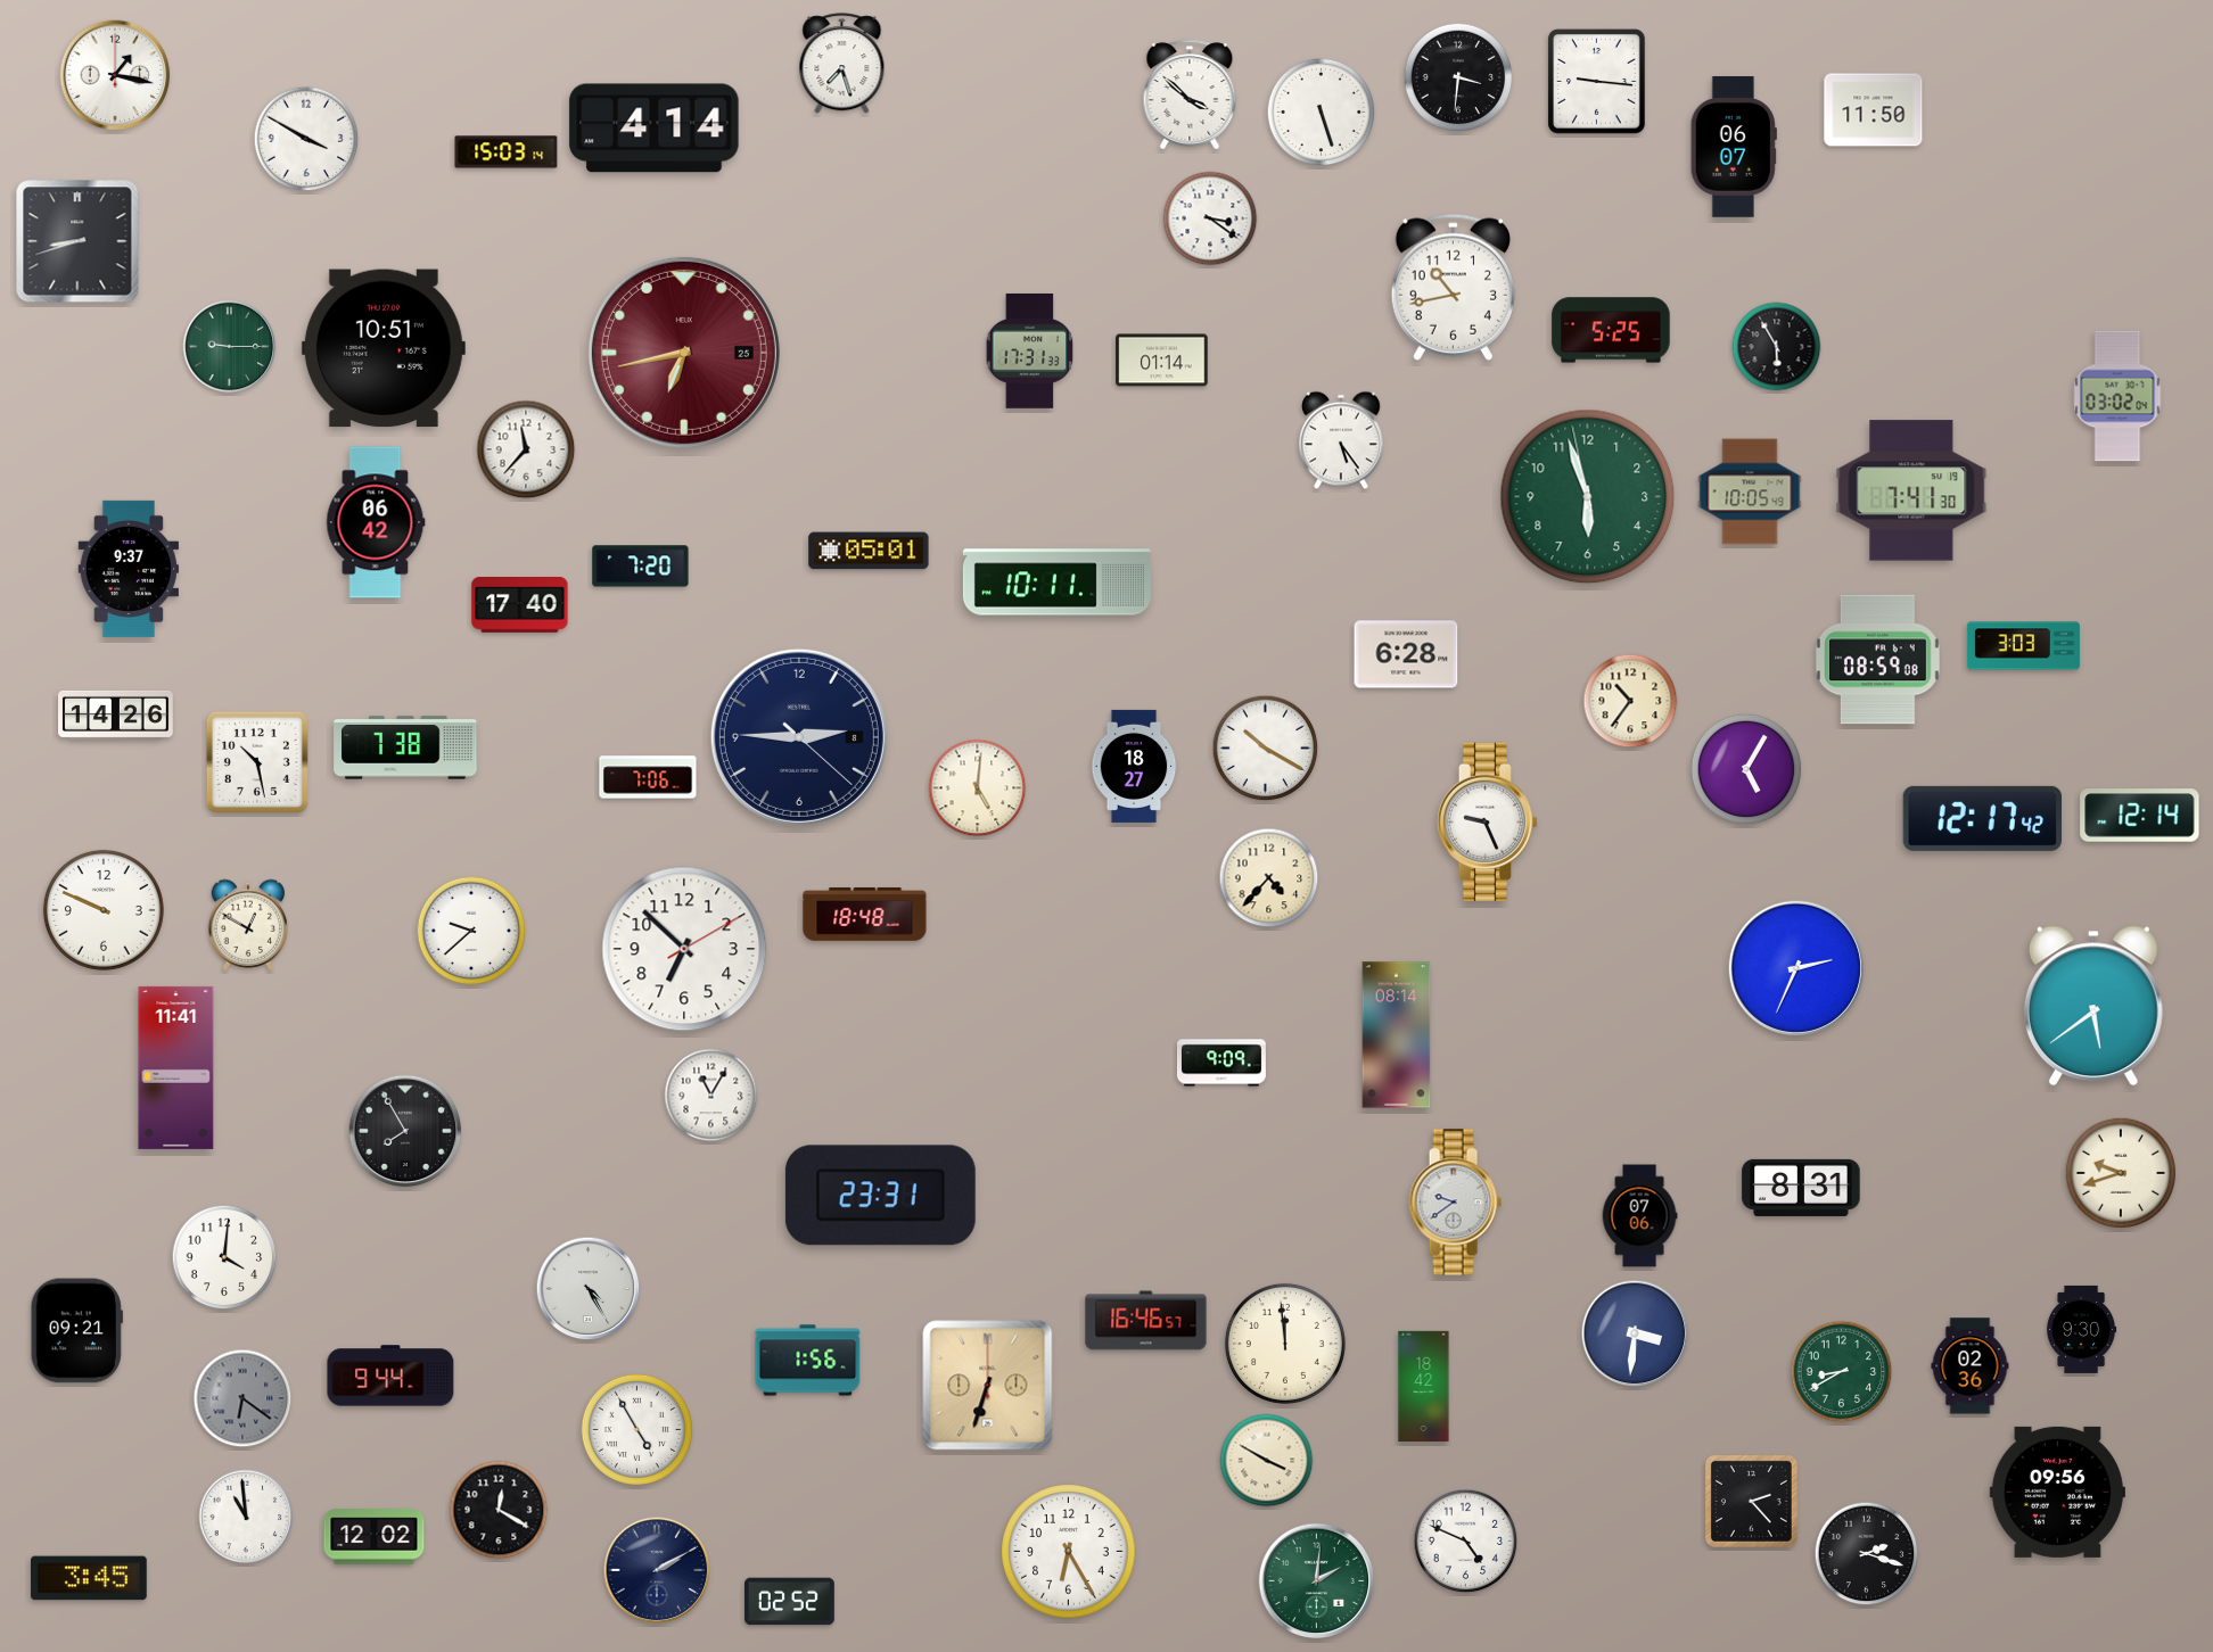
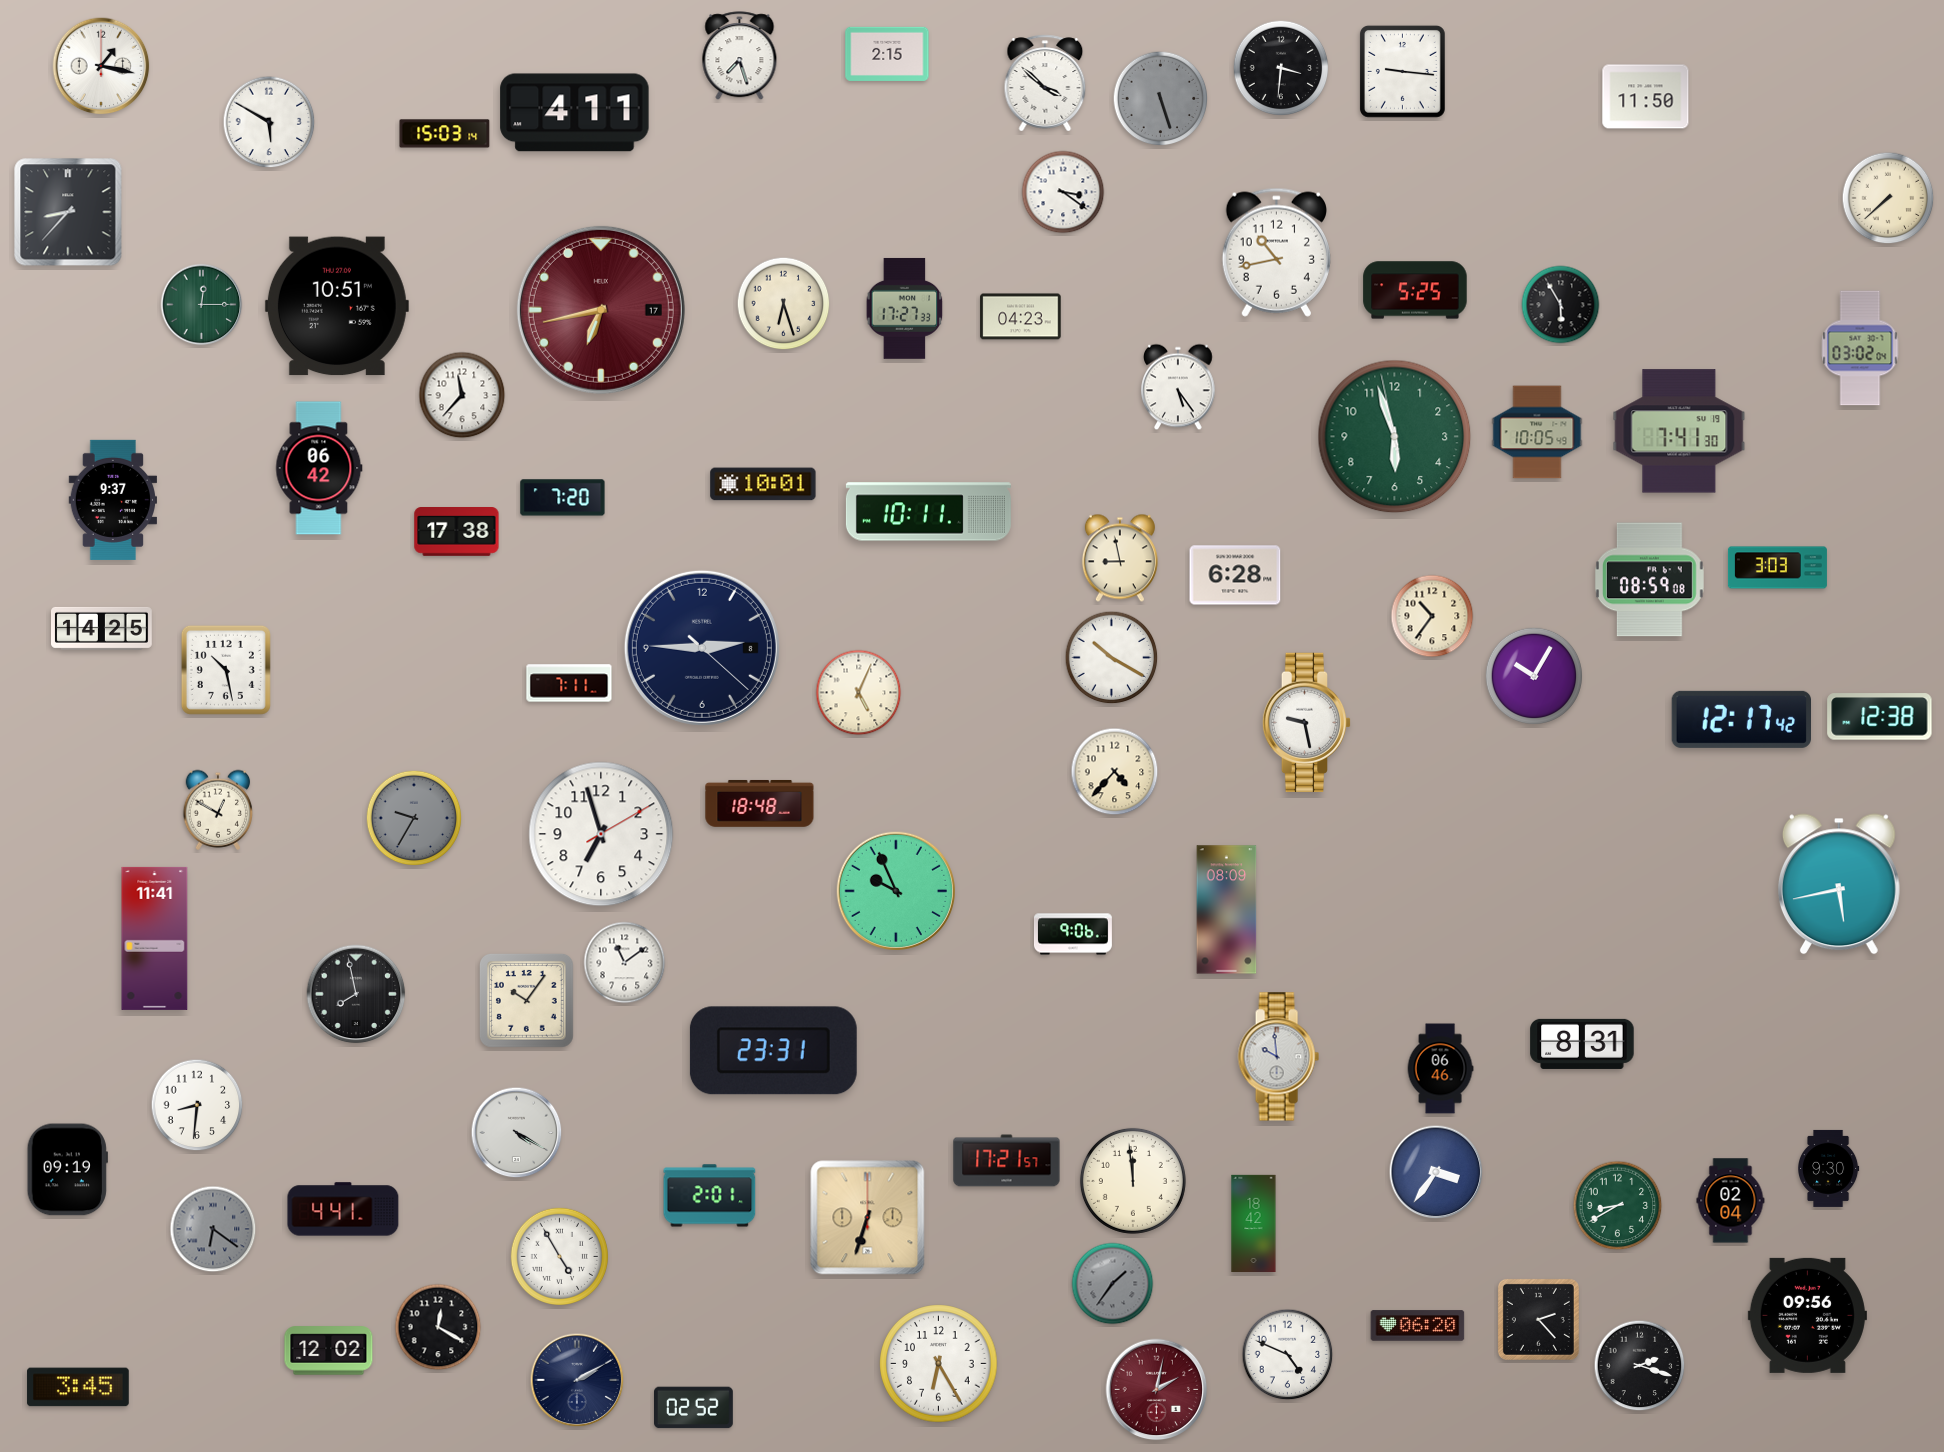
clock at (887, 54): none -> 2:15
clock at (1322, 113) dial: white -> grey
clock at (655, 129): 4:14 -> 4:11
clock at (306, 139): 3:50 -> 5:50
clock at (1734, 147): 06:07 -> none
clock at (1888, 198): none -> 7:38
clock at (77, 241): 8:42 -> 8:37
clock at (784, 304): none -> 6:27
clock at (230, 347): 9:15 -> 12:15
clock at (1030, 350): 17:31 -> 17:27
clock at (684, 353) date: 25 -> 17
clock at (1162, 361): 01:14 -> 04:23
clock at (376, 522) position: (376, 522) -> (319, 468)
clock at (869, 551): 05:01 -> 10:01
clock at (520, 605): 17:40 -> 17:38
clock at (1120, 558): none -> 8:58
clock at (116, 715): 14:26 -> 14:25
clock at (405, 747): 7:38 -> none
clock at (1134, 766): 18:27 -> none
clock at (1745, 768): 5:05 -> 10:05
clock at (648, 777): 7:06 -> 7:11
clock at (978, 788): 5:01 -> 5:04
clock at (2140, 816): 12:14 -> 12:38
clock at (1488, 823): 9:26 -> 9:28
clock at (104, 910): 9:49 -> none
clock at (248, 925) position: (248, 925) -> (218, 810)
clock at (471, 931): 9:38 -> 9:35
clock at (471, 931) dial: white -> grey
clock at (684, 949): 6:52 -> 6:57
clock at (1795, 967): 2:34 -> none
clock at (2093, 1006): 5:39 -> 5:43
clock at (895, 890): none -> 9:56
clock at (1397, 1035): 08:14 -> 08:09
clock at (1221, 1063): 9:09 -> 9:06
clock at (711, 1096): 11:05 -> 11:09
clock at (405, 1131): 7:55 -> 7:58
clock at (527, 1001): none -> 10:06
clock at (2120, 1172): 9:42 -> none
clock at (1455, 1203): 9:39 -> 9:59
clock at (1639, 1216): 07:06 -> 06:46
clock at (224, 1257): 4:01 -> 8:31
clock at (589, 1289): 4:25 -> 4:20
clock at (1146, 1321): 16:46 -> 17:21
clock at (76, 1331): 09:21 -> 09:19
clock at (1635, 1333): 3:31 -> 3:36
clock at (1285, 1344) position: (1285, 1344) -> (1133, 1181)
clock at (808, 1361): 1:56 -> 2:01
clock at (1971, 1366): 02:36 -> 02:04
clock at (390, 1376): 9:44 -> 4:41
clock at (1424, 1386) position: (1424, 1386) -> (1254, 1223)
clock at (1267, 1461): 3:50 -> 1:36
clock at (1267, 1461) dial: cream -> grey
clock at (2057, 1492) position: (2057, 1492) -> (1807, 1315)
clock at (1418, 1326): none -> 06:20
clock at (246, 1517): 10:59 -> none
clock at (1317, 1581): 2:01 -> 2:02
clock at (1317, 1581) dial: green -> burgundy
